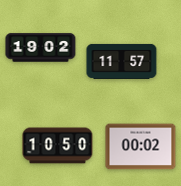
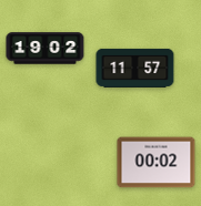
clock at (41, 48) position: (41, 48) -> (46, 49)
clock at (58, 146): 10:50 -> none
